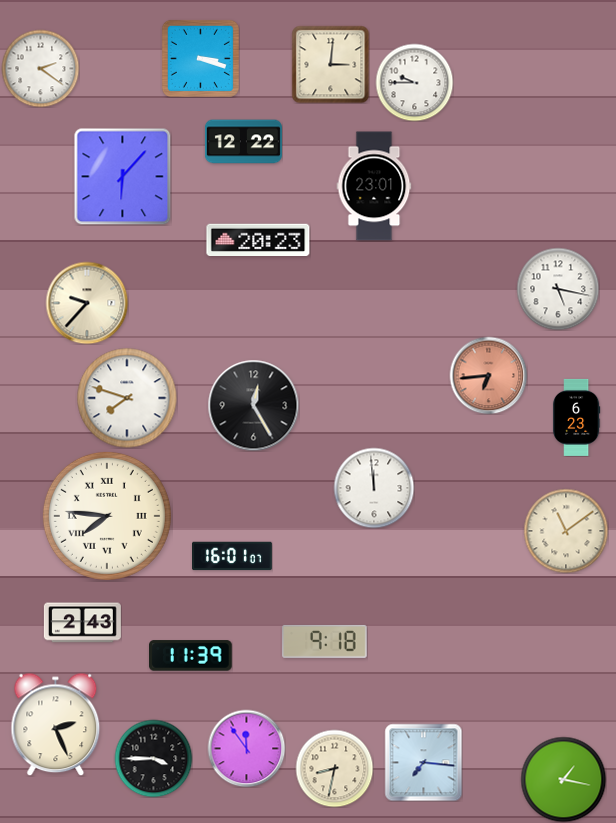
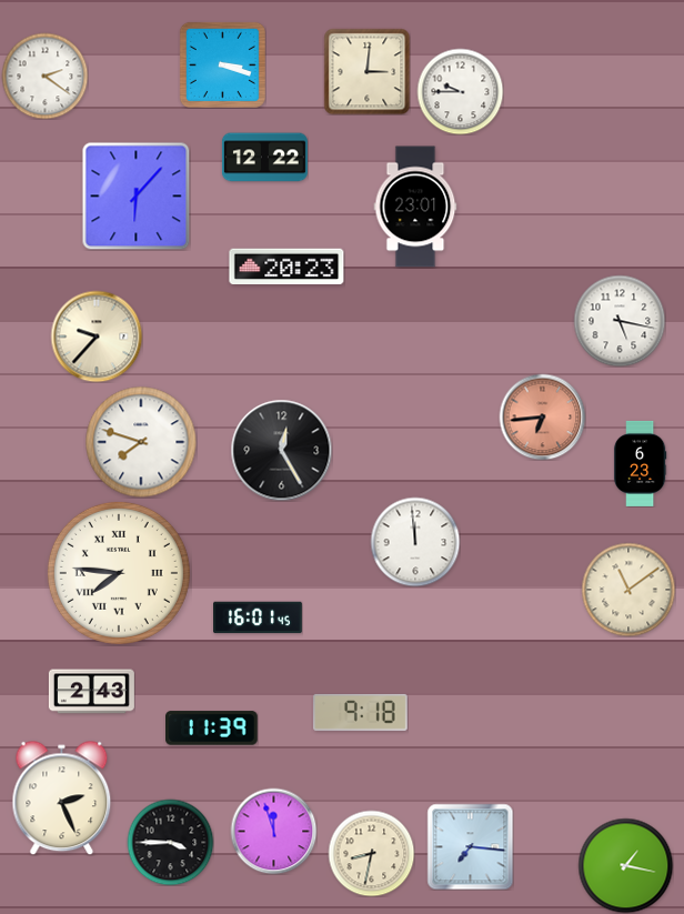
clock at (243, 142) position: (243, 142) -> (264, 158)
clock at (233, 556): 16:01:07 -> 16:01:45
clock at (56, 724) position: (56, 724) -> (62, 797)
clock at (246, 748): 11:54 -> 11:57
